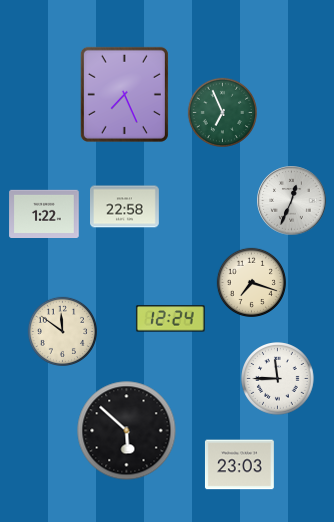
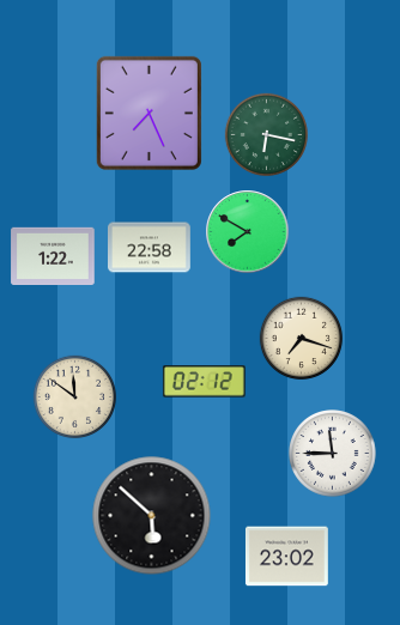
clock at (222, 112): 6:56 -> 6:17
clock at (248, 232): none -> 7:50
clock at (292, 201): 12:34 -> none
clock at (170, 319): 12:24 -> 02:12
clock at (239, 465): 23:03 -> 23:02
